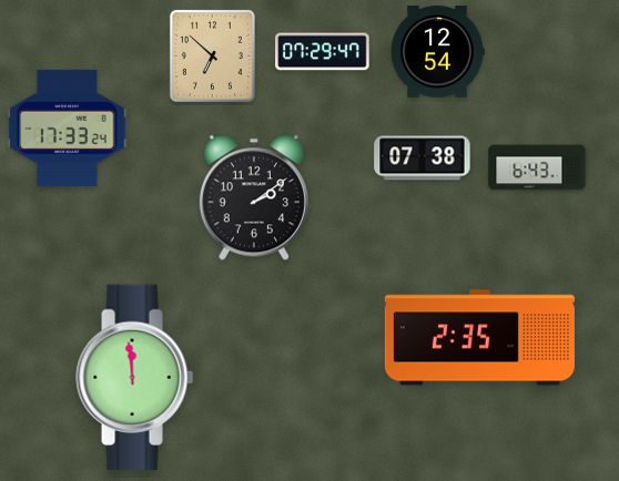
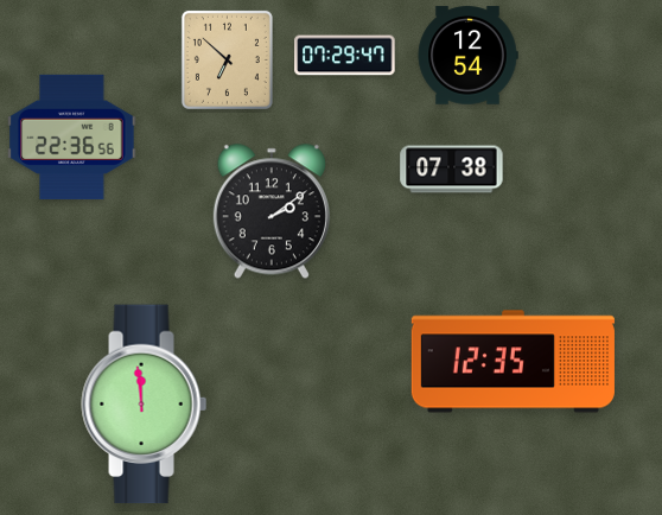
clock at (68, 127): 17:33 -> 22:36
clock at (537, 167): 6:43 -> none
clock at (479, 338): 2:35 -> 12:35
